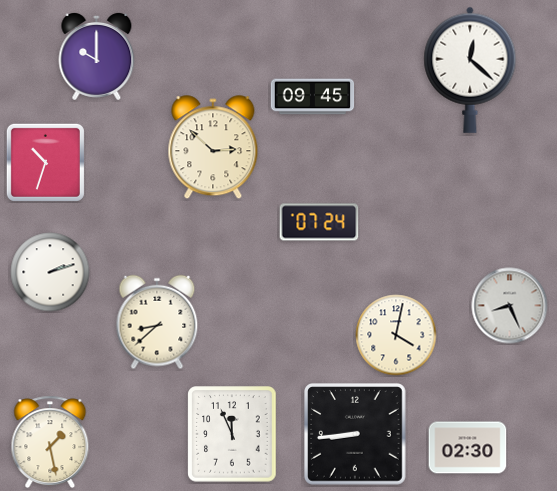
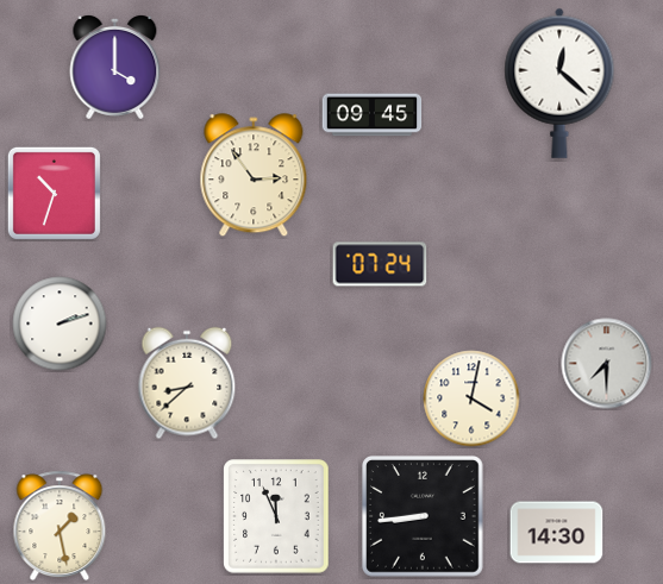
clock at (97, 56): 10:00 -> 4:00
clock at (213, 148): 2:52 -> 2:54
clock at (510, 306): 8:26 -> 7:30
clock at (468, 448): 02:30 -> 14:30
